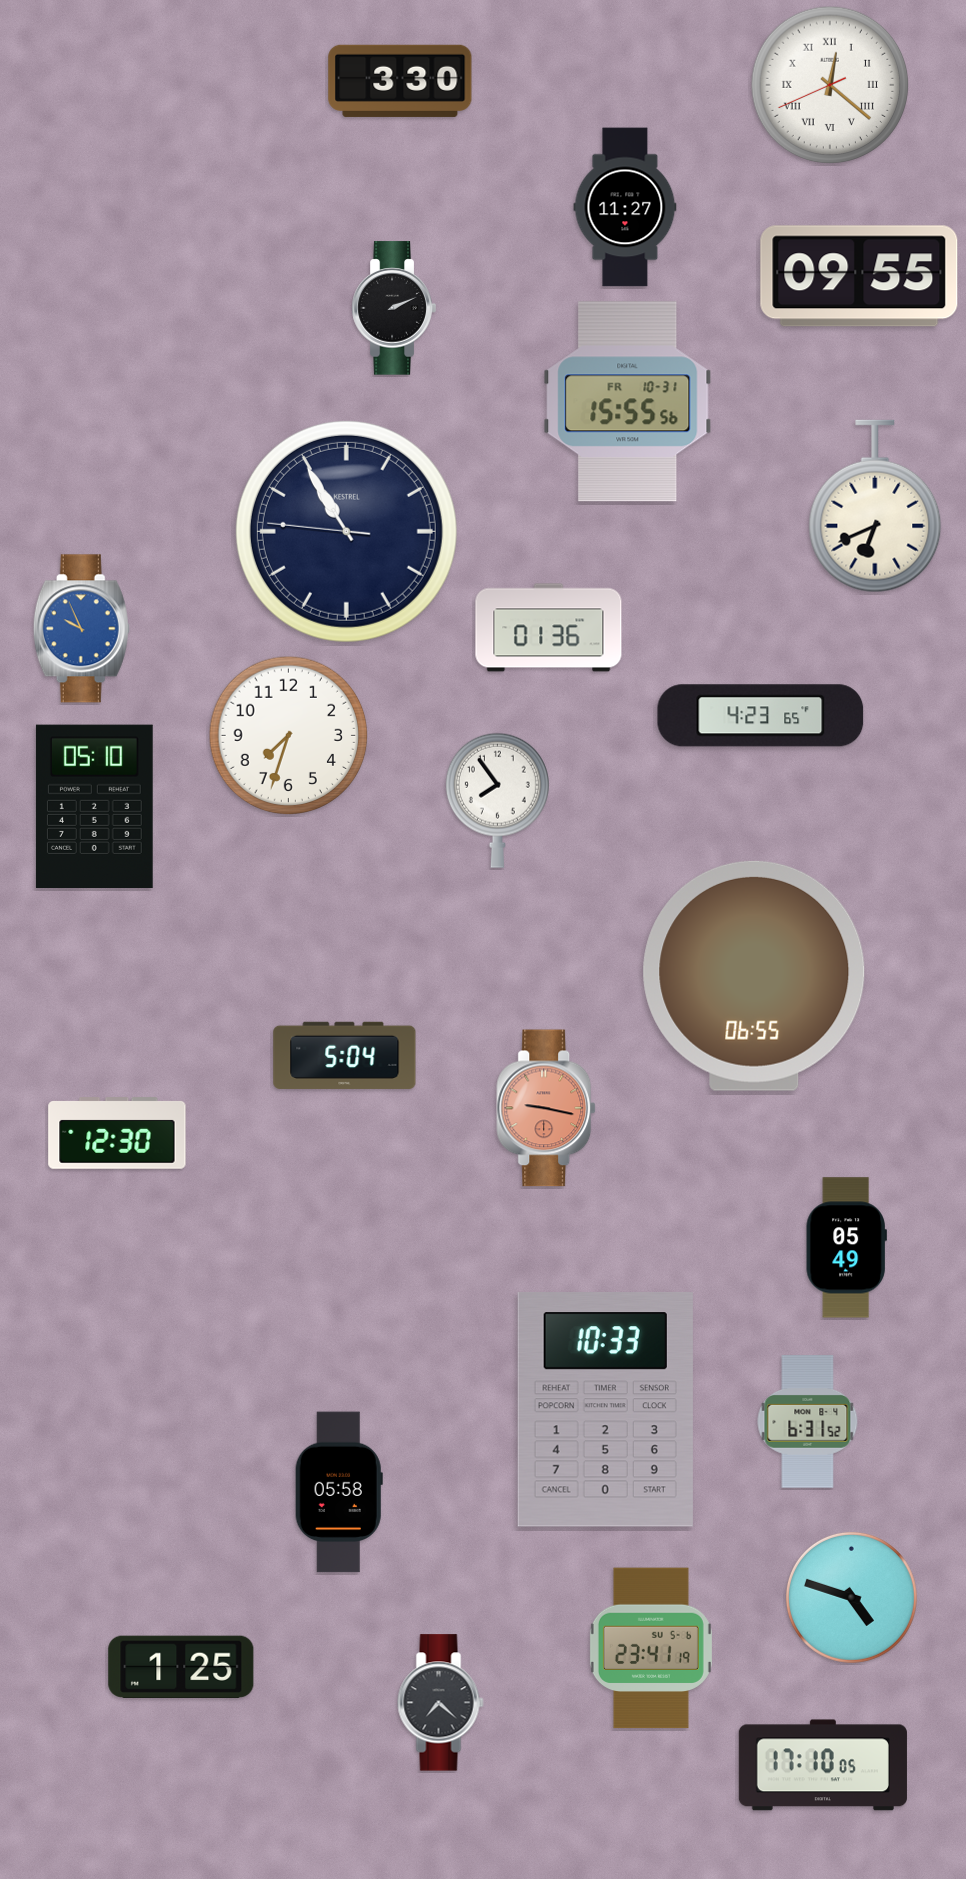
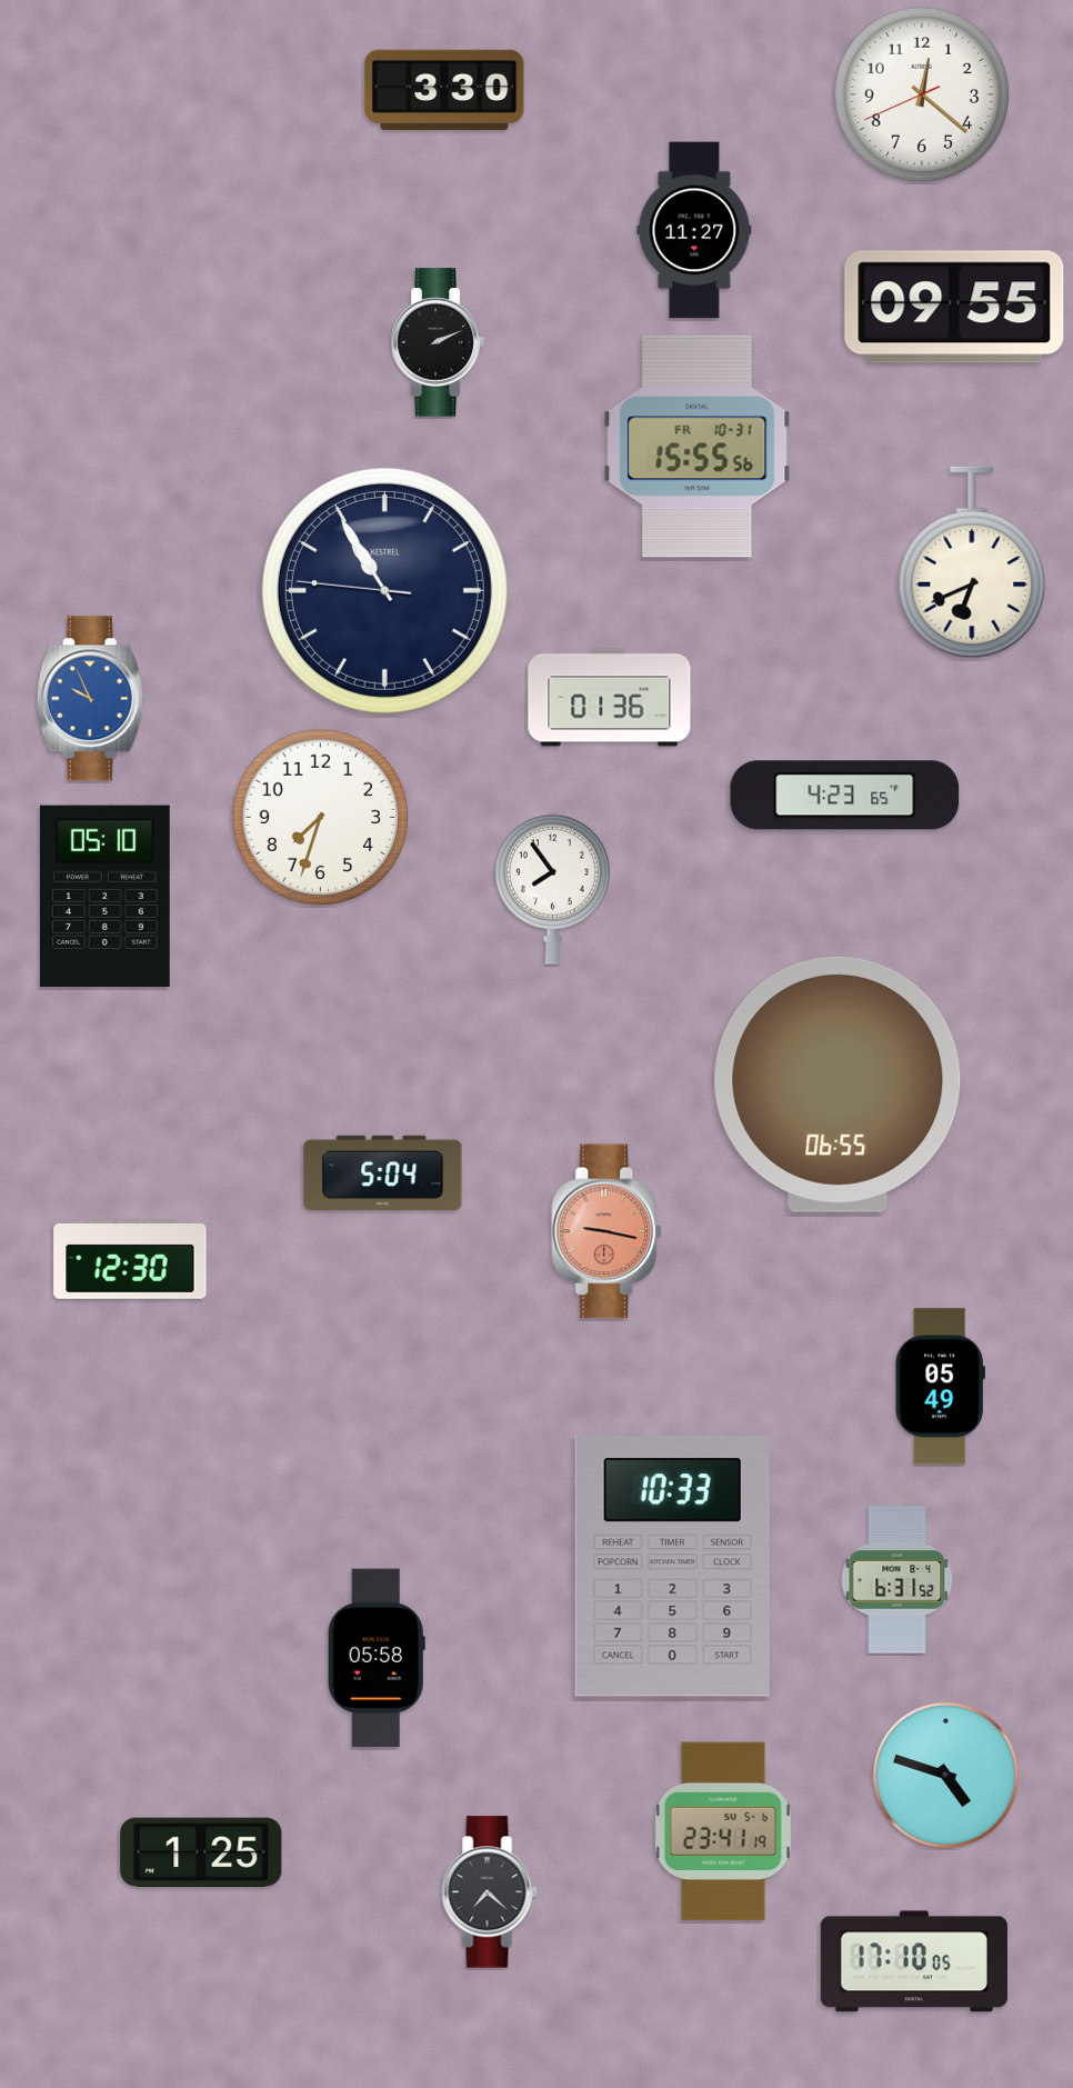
clock at (830, 85) numerals: Roman -> Arabic
